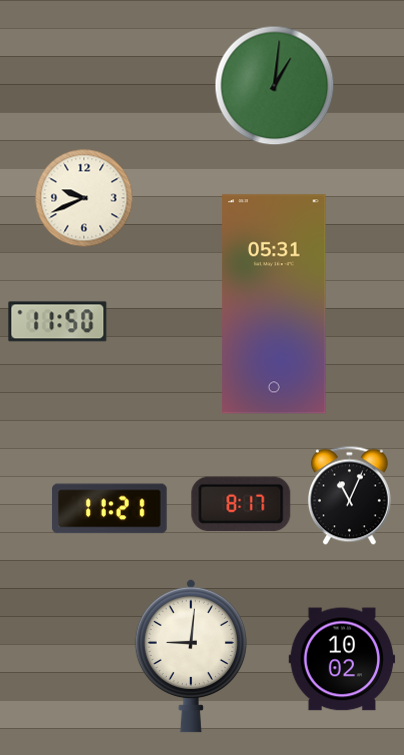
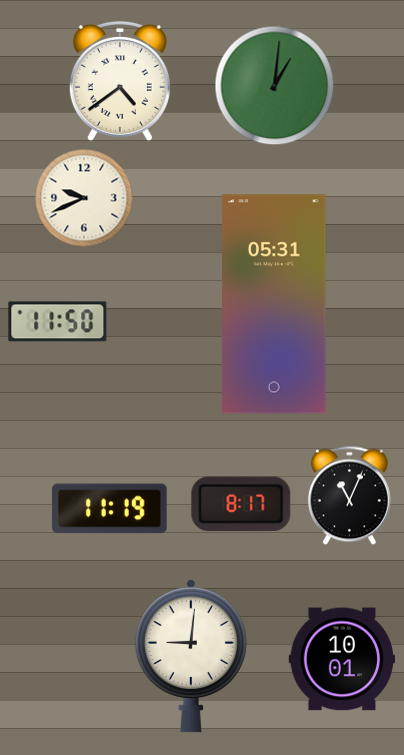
clock at (120, 81): none -> 4:39
clock at (110, 509): 11:21 -> 11:19
clock at (342, 659): 10:02 -> 10:01
